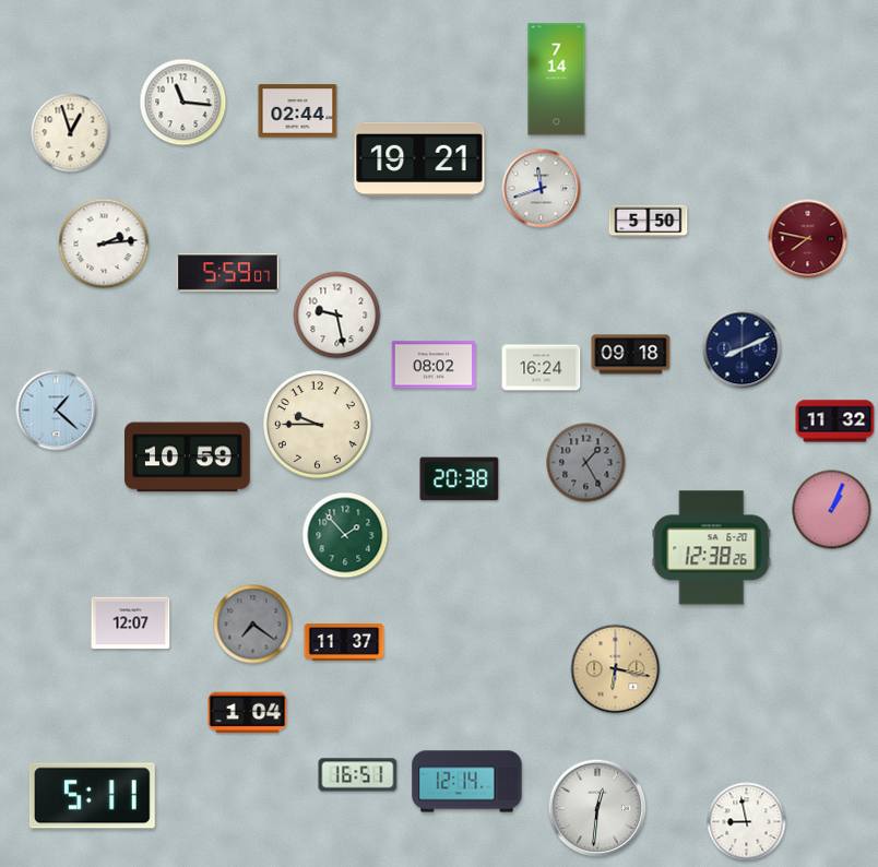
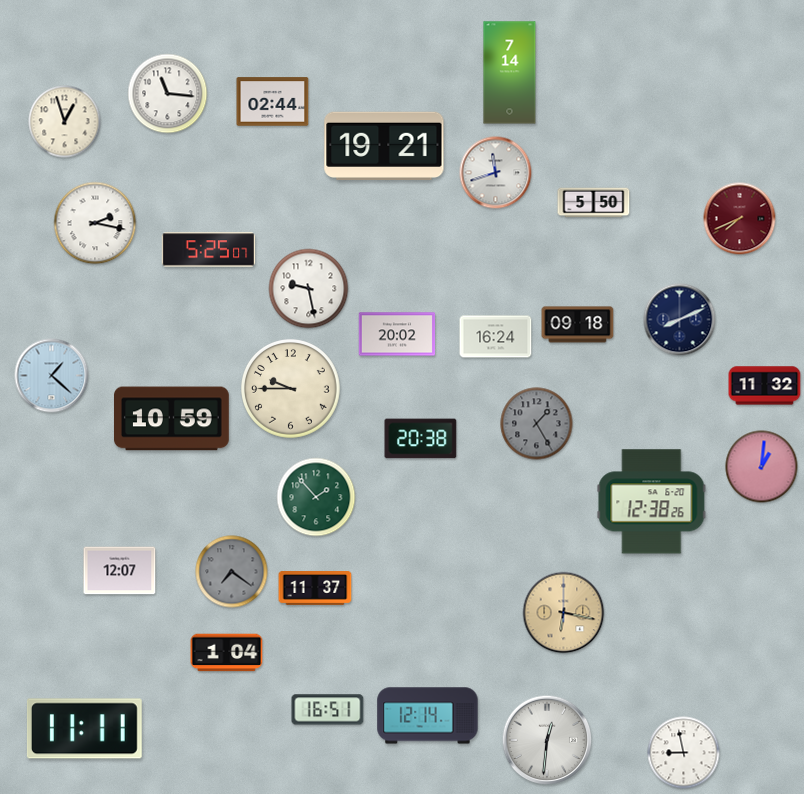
clock at (808, 239): 7:47 -> 7:41
clock at (104, 244): 2:14 -> 2:17
clock at (228, 273): 5:59 -> 5:25
clock at (434, 365): 08:02 -> 20:02
clock at (832, 510): 1:04 -> 1:01
clock at (345, 535) position: (345, 535) -> (316, 497)
clock at (92, 796): 5:11 -> 11:11
